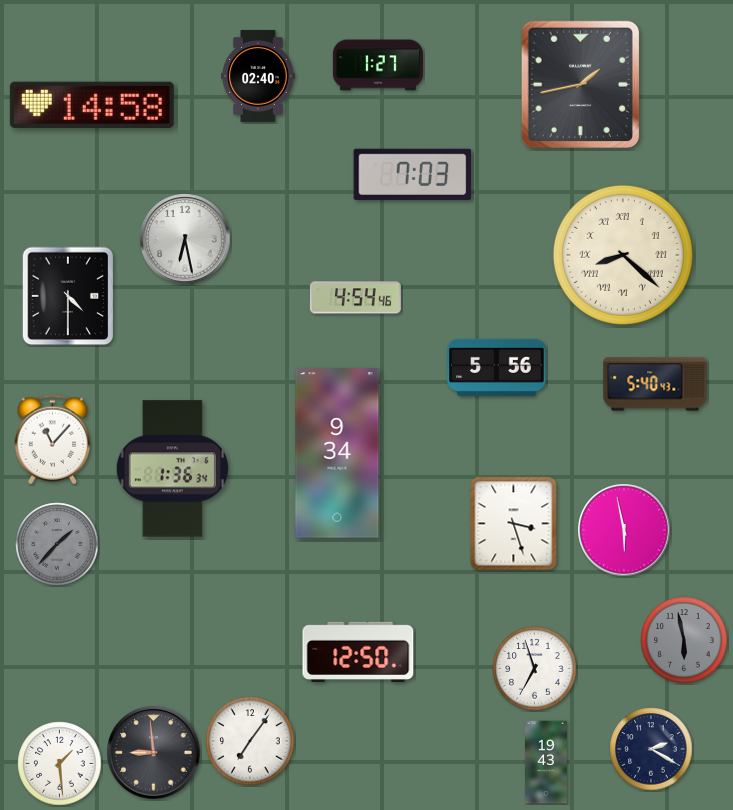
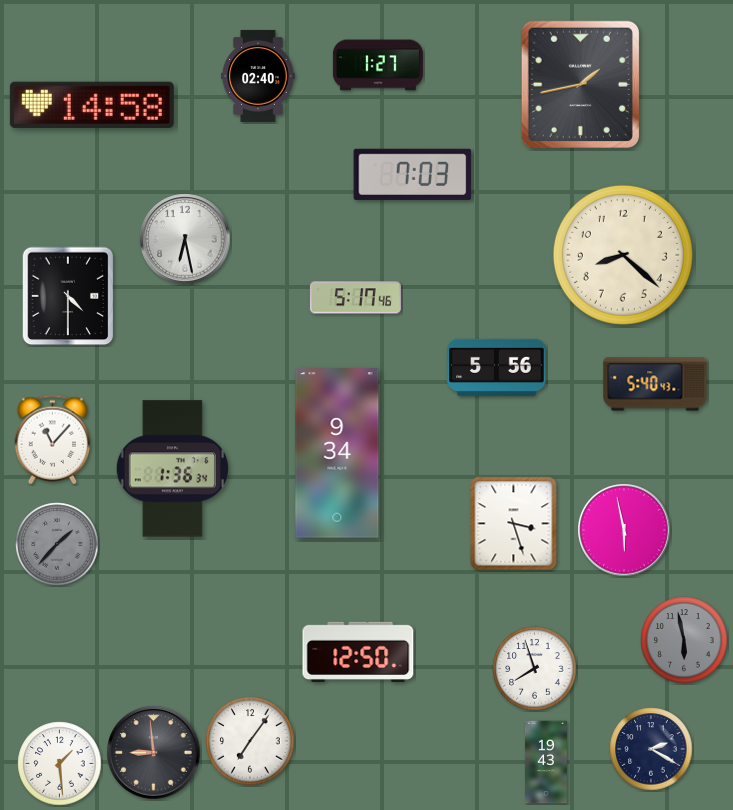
clock at (623, 255) numerals: Roman -> Arabic
clock at (355, 298): 4:54 -> 5:17
clock at (535, 669): 6:57 -> 7:57
